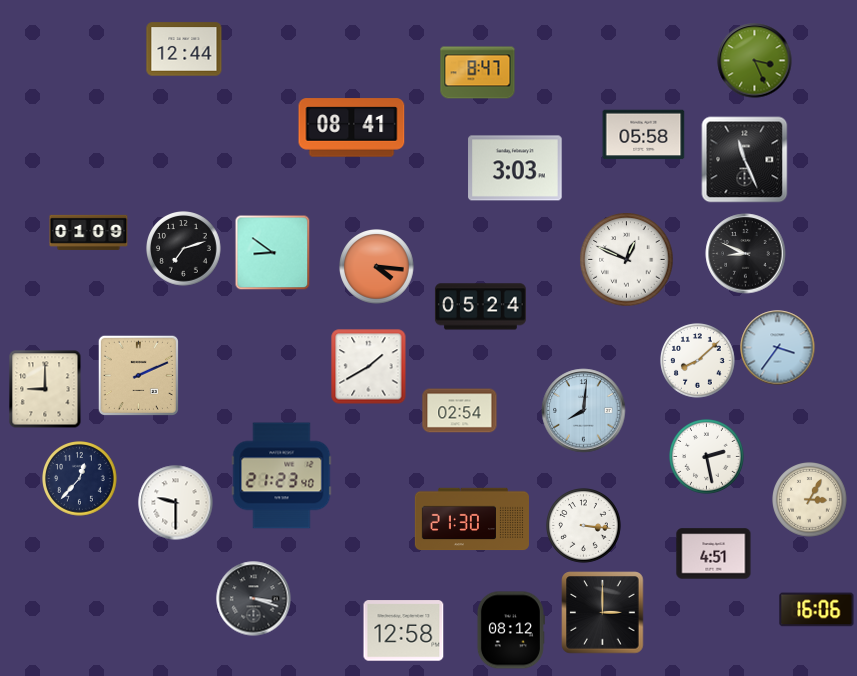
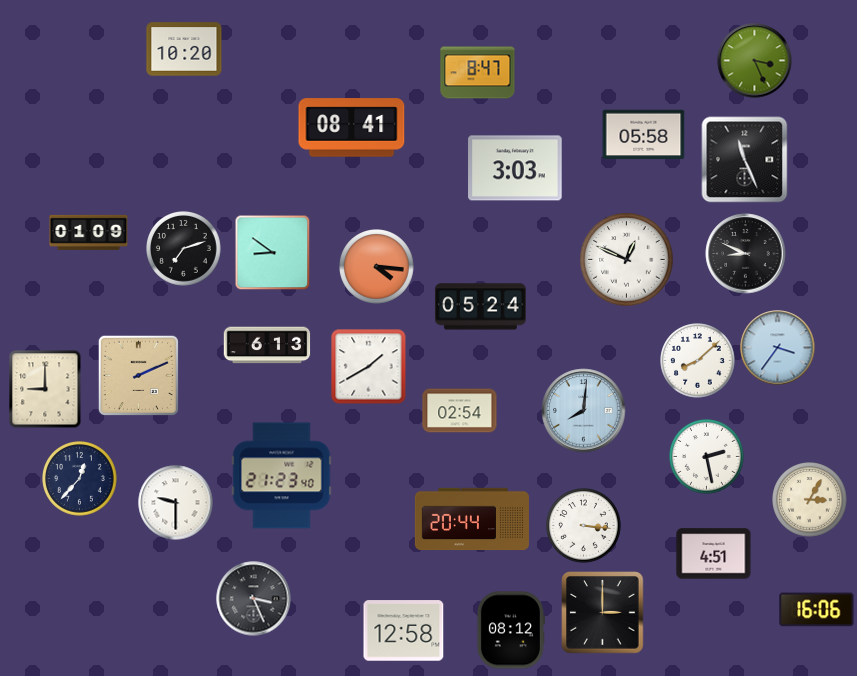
clock at (184, 49): 12:44 -> 10:20
clock at (267, 345): none -> 6:13
clock at (472, 519): 21:30 -> 20:44
clock at (254, 599): 3:18 -> 3:26
